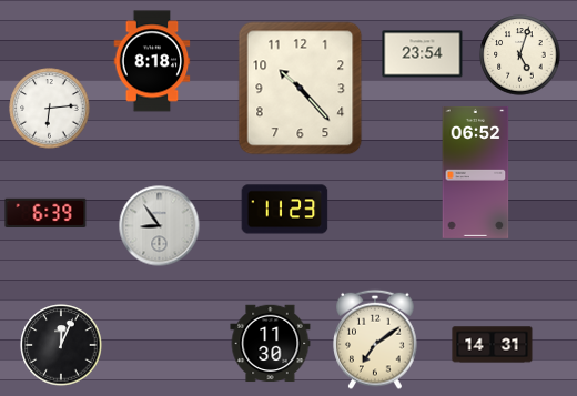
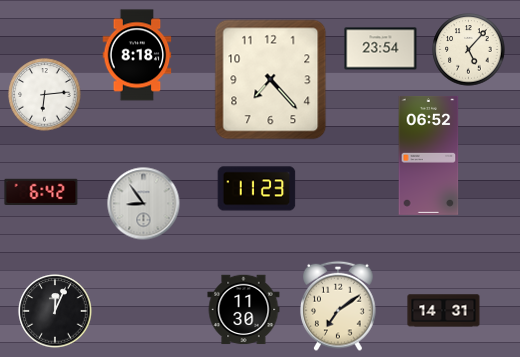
clock at (520, 55): 5:03 -> 5:07
clock at (301, 89): 10:23 -> 7:23
clock at (50, 109) position: (50, 109) -> (45, 95)
clock at (45, 213): 6:39 -> 6:42
